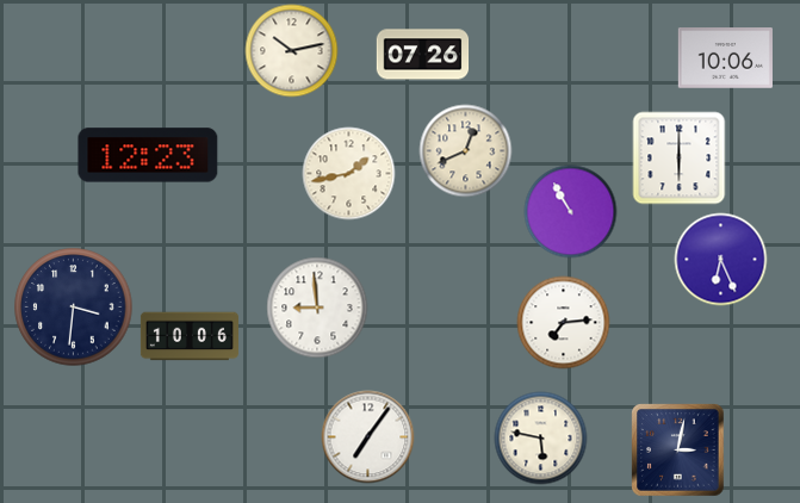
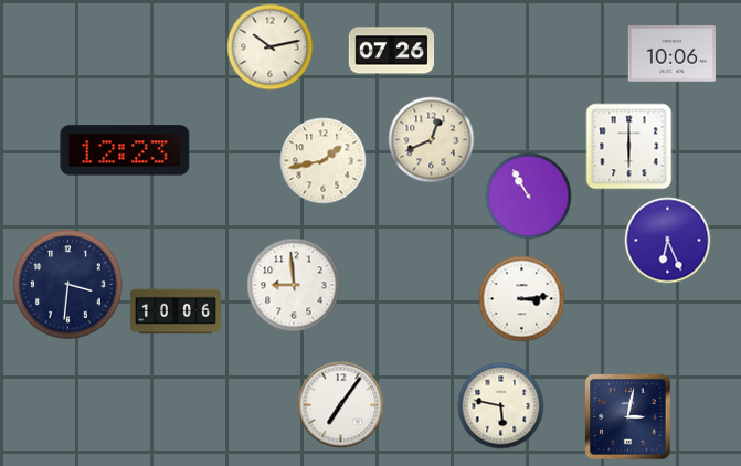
clock at (148, 155) position: (148, 155) -> (125, 150)
clock at (563, 322): 7:14 -> 3:14
